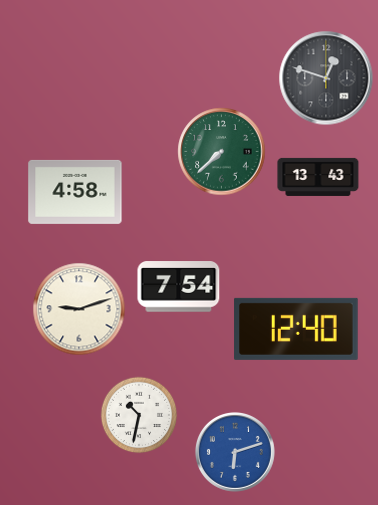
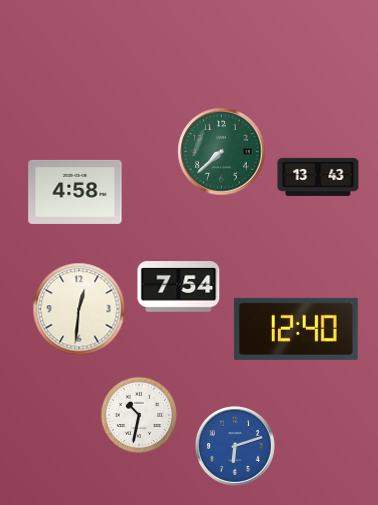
clock at (326, 78): 12:48 -> none
clock at (79, 309): 9:12 -> 12:31
clock at (235, 452) position: (235, 452) -> (235, 446)
